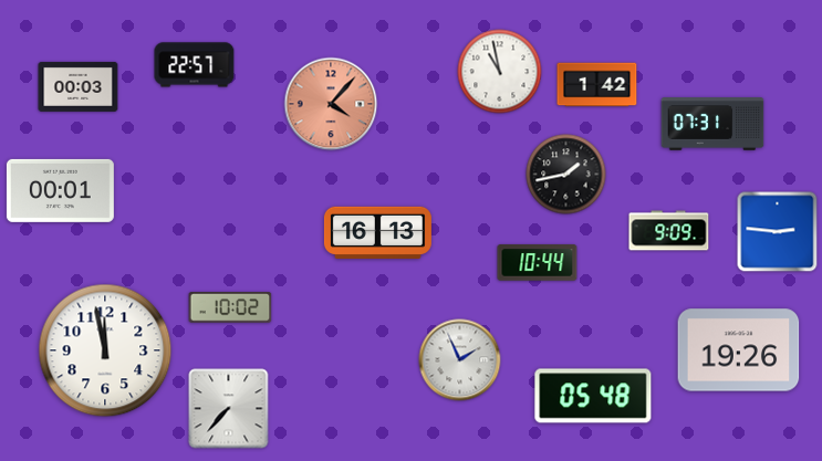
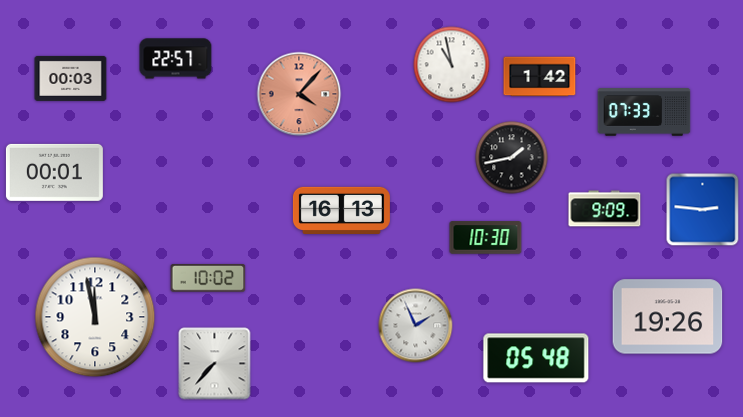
clock at (712, 124): 07:31 -> 07:33
clock at (538, 263): 10:44 -> 10:30
clock at (229, 409) position: (229, 409) -> (215, 364)
